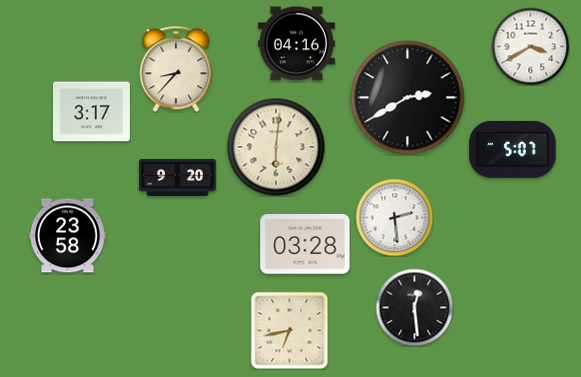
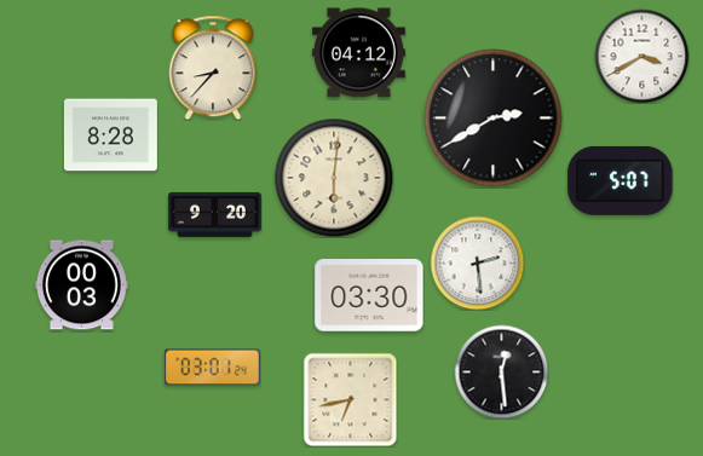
clock at (296, 44): 04:16 -> 04:12
clock at (176, 69) position: (176, 69) -> (213, 68)
clock at (91, 112): 3:17 -> 8:28
clock at (67, 236): 23:58 -> 00:03
clock at (305, 245): 03:28 -> 03:30
clock at (212, 368): none -> 03:01
